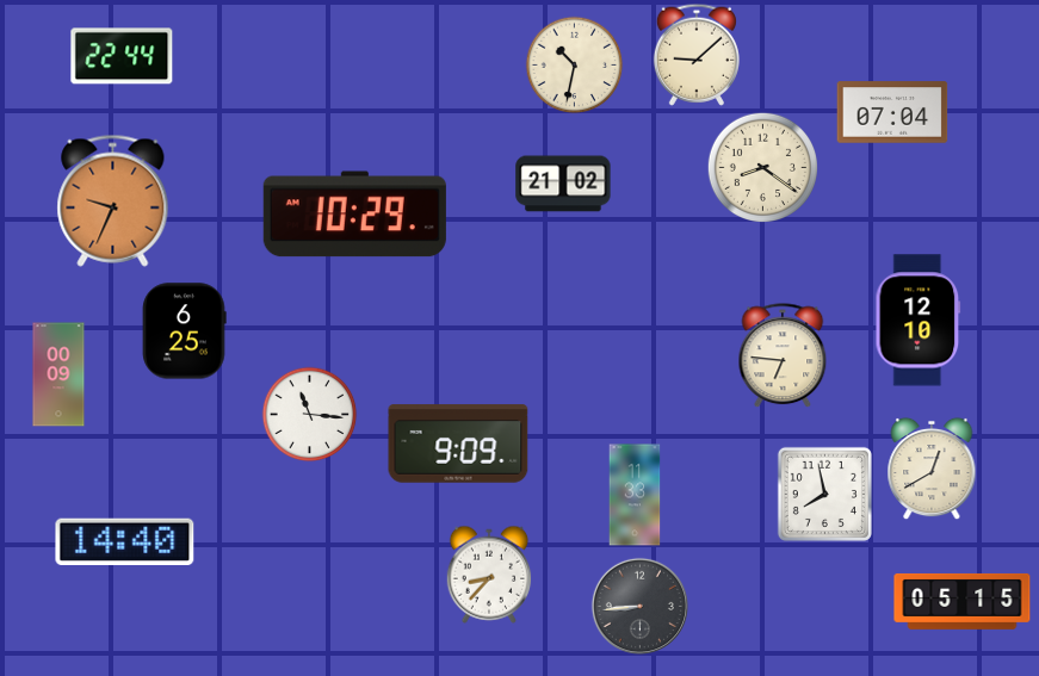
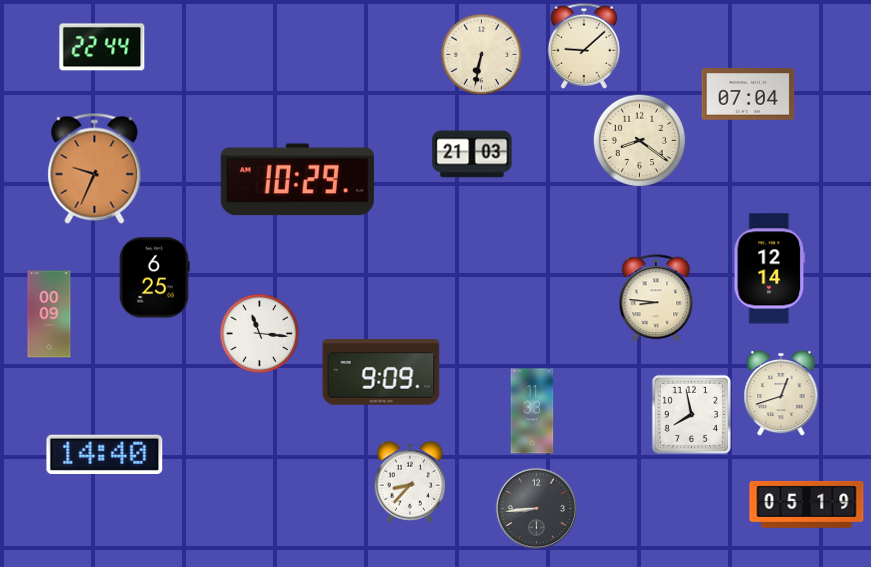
clock at (575, 66): 10:32 -> 6:32
clock at (563, 184): 21:02 -> 21:03
clock at (919, 321): 12:10 -> 12:14
clock at (783, 356): 6:46 -> 8:46
clock at (310, 415) position: (310, 415) -> (260, 334)
clock at (458, 444) position: (458, 444) -> (381, 372)
clock at (932, 469): 12:40 -> 12:42
clock at (635, 495) position: (635, 495) -> (532, 411)
clock at (963, 601): 05:15 -> 05:19
